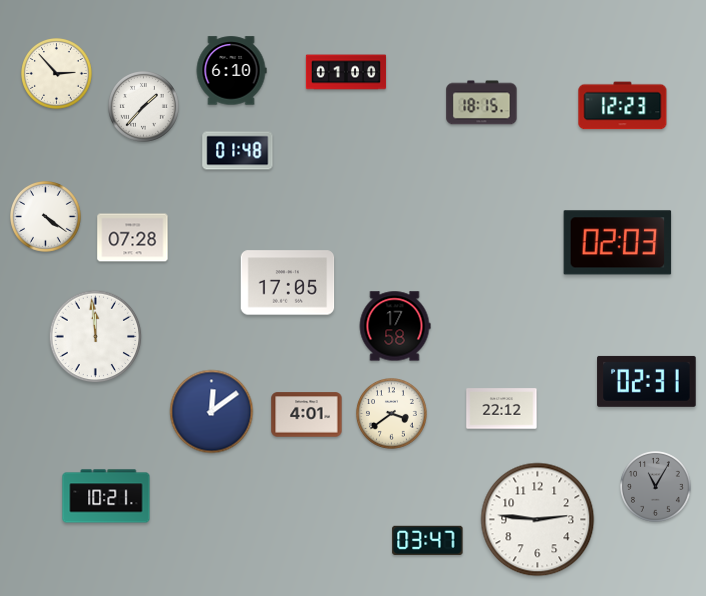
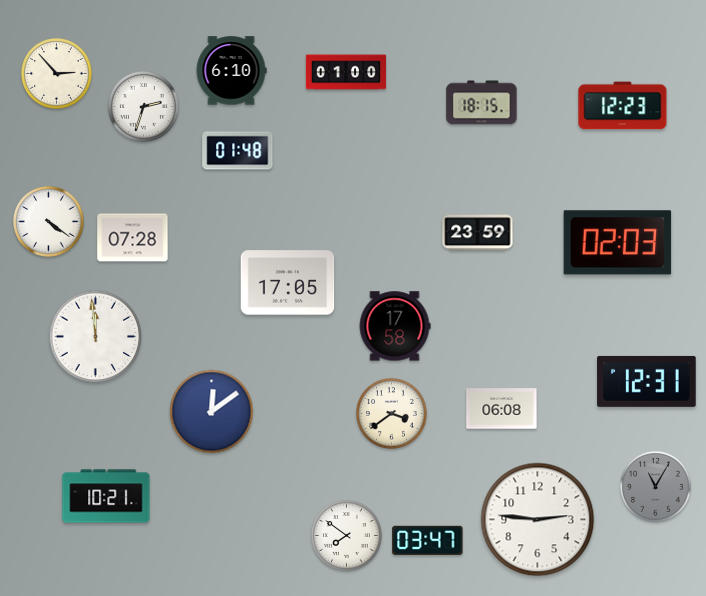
clock at (144, 107): 1:37 -> 2:33
clock at (46, 217) position: (46, 217) -> (49, 222)
clock at (478, 233): none -> 23:59
clock at (647, 381): 02:31 -> 12:31
clock at (502, 409): 22:12 -> 06:08
clock at (307, 415): 4:01 -> none
clock at (347, 536): none -> 7:51
